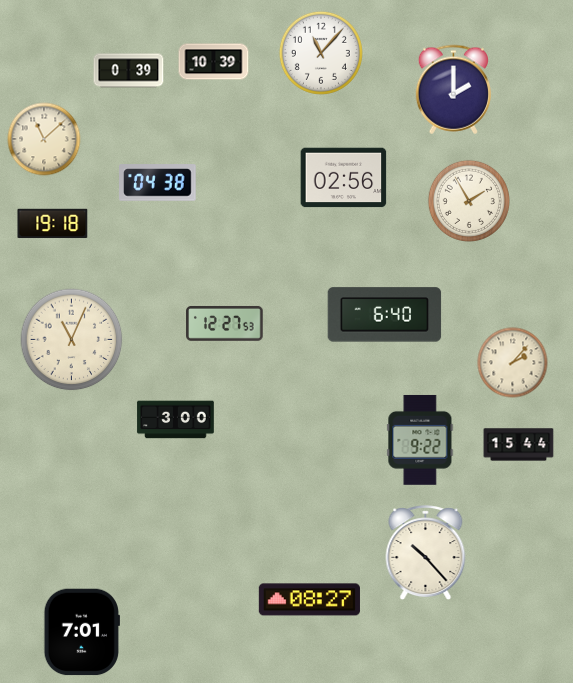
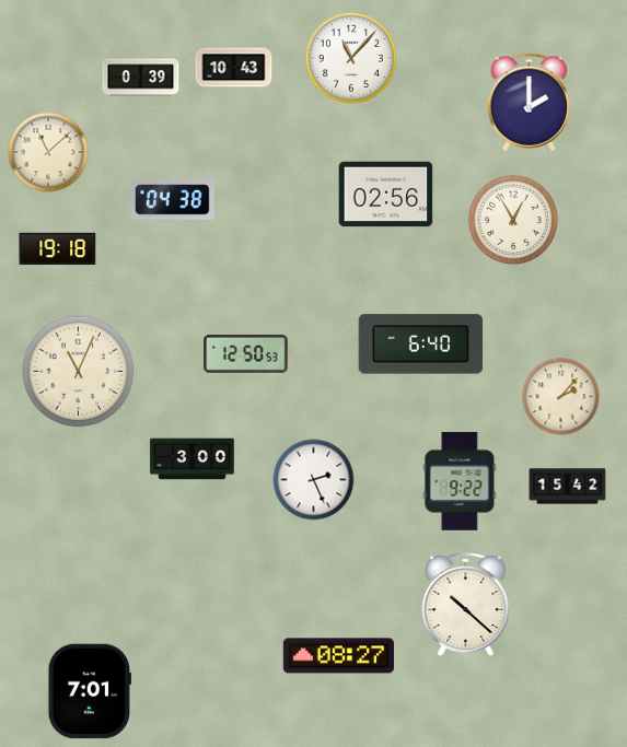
clock at (214, 62): 10:39 -> 10:43
clock at (453, 90) position: (453, 90) -> (529, 103)
clock at (344, 178) position: (344, 178) -> (386, 195)
clock at (469, 201): 1:55 -> 12:55
clock at (53, 224) position: (53, 224) -> (58, 249)
clock at (225, 323): 12:27 -> 12:50
clock at (314, 480): none -> 2:26
clock at (519, 445): 15:44 -> 15:42
clock at (426, 553): 10:23 -> 10:22
